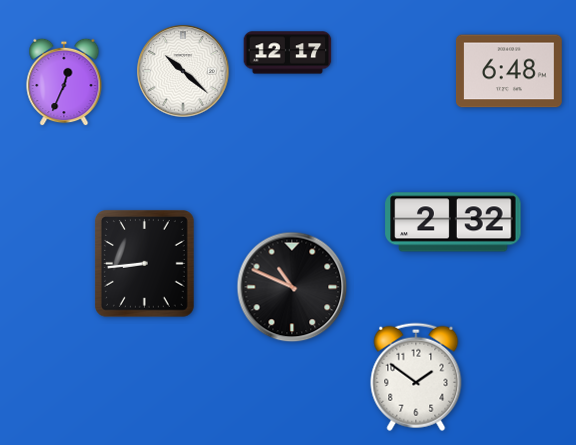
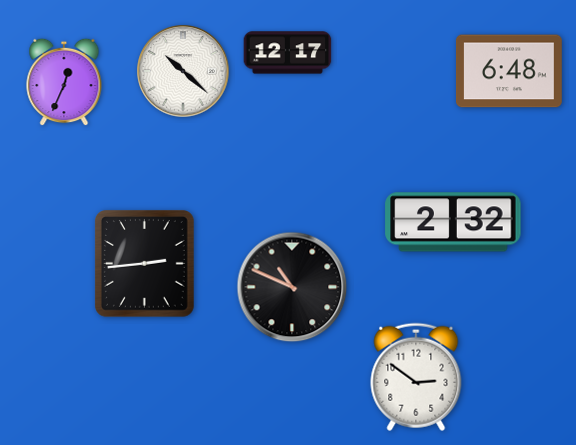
clock at (145, 264): 8:44 -> 2:44
clock at (416, 377): 1:51 -> 2:51
